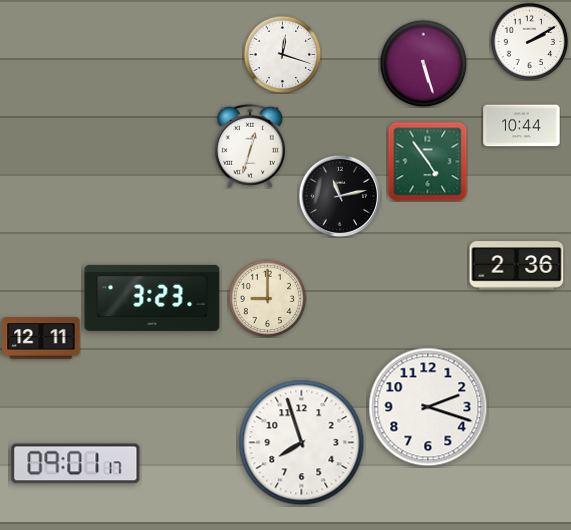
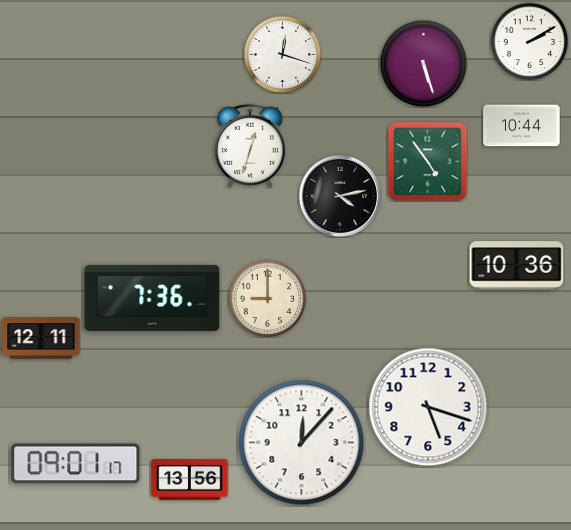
clock at (339, 195): 11:13 -> 4:13
clock at (517, 266): 2:36 -> 10:36
clock at (152, 298): 3:23 -> 7:36
clock at (428, 407): 2:18 -> 5:18
clock at (302, 443): 7:57 -> 12:07
clock at (190, 480): none -> 13:56
